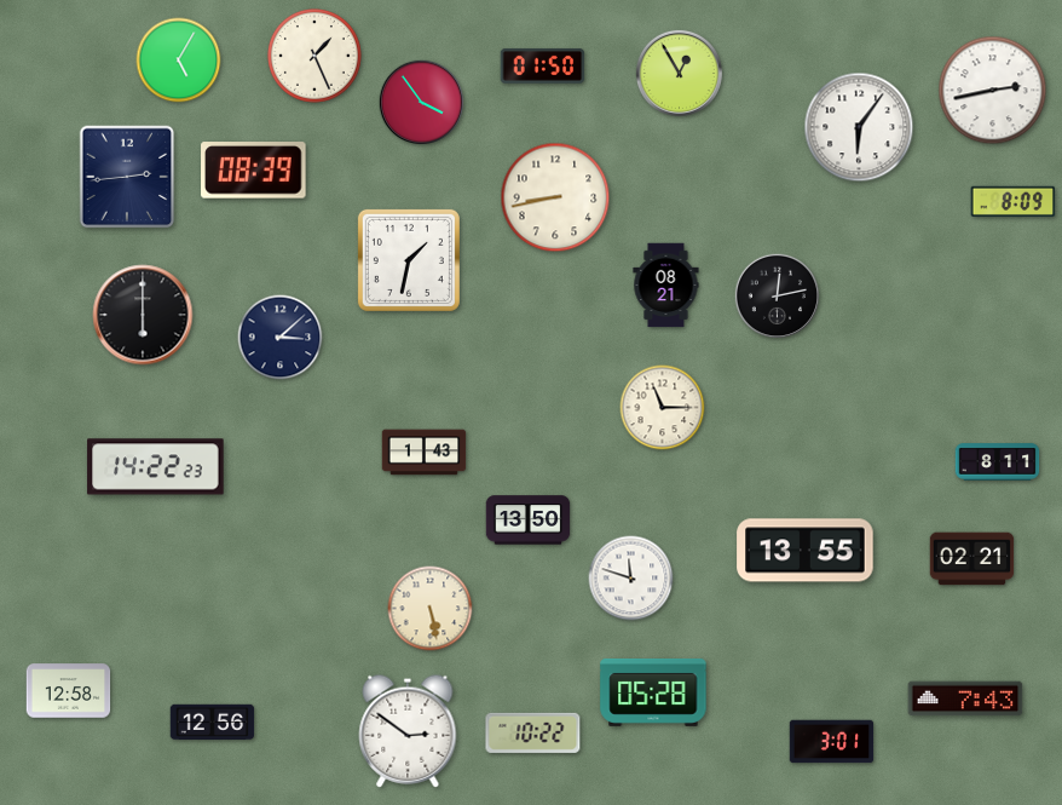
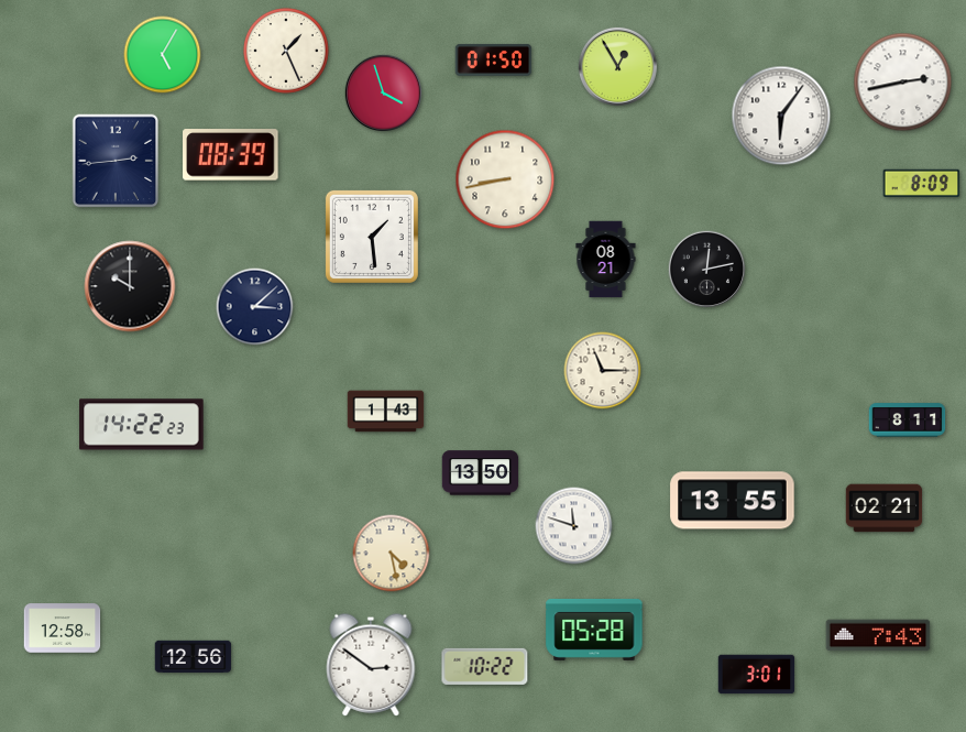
clock at (421, 102): 3:54 -> 3:57
clock at (409, 260): 1:32 -> 1:29
clock at (143, 315): 6:00 -> 10:00
clock at (431, 609): 5:28 -> 4:28
